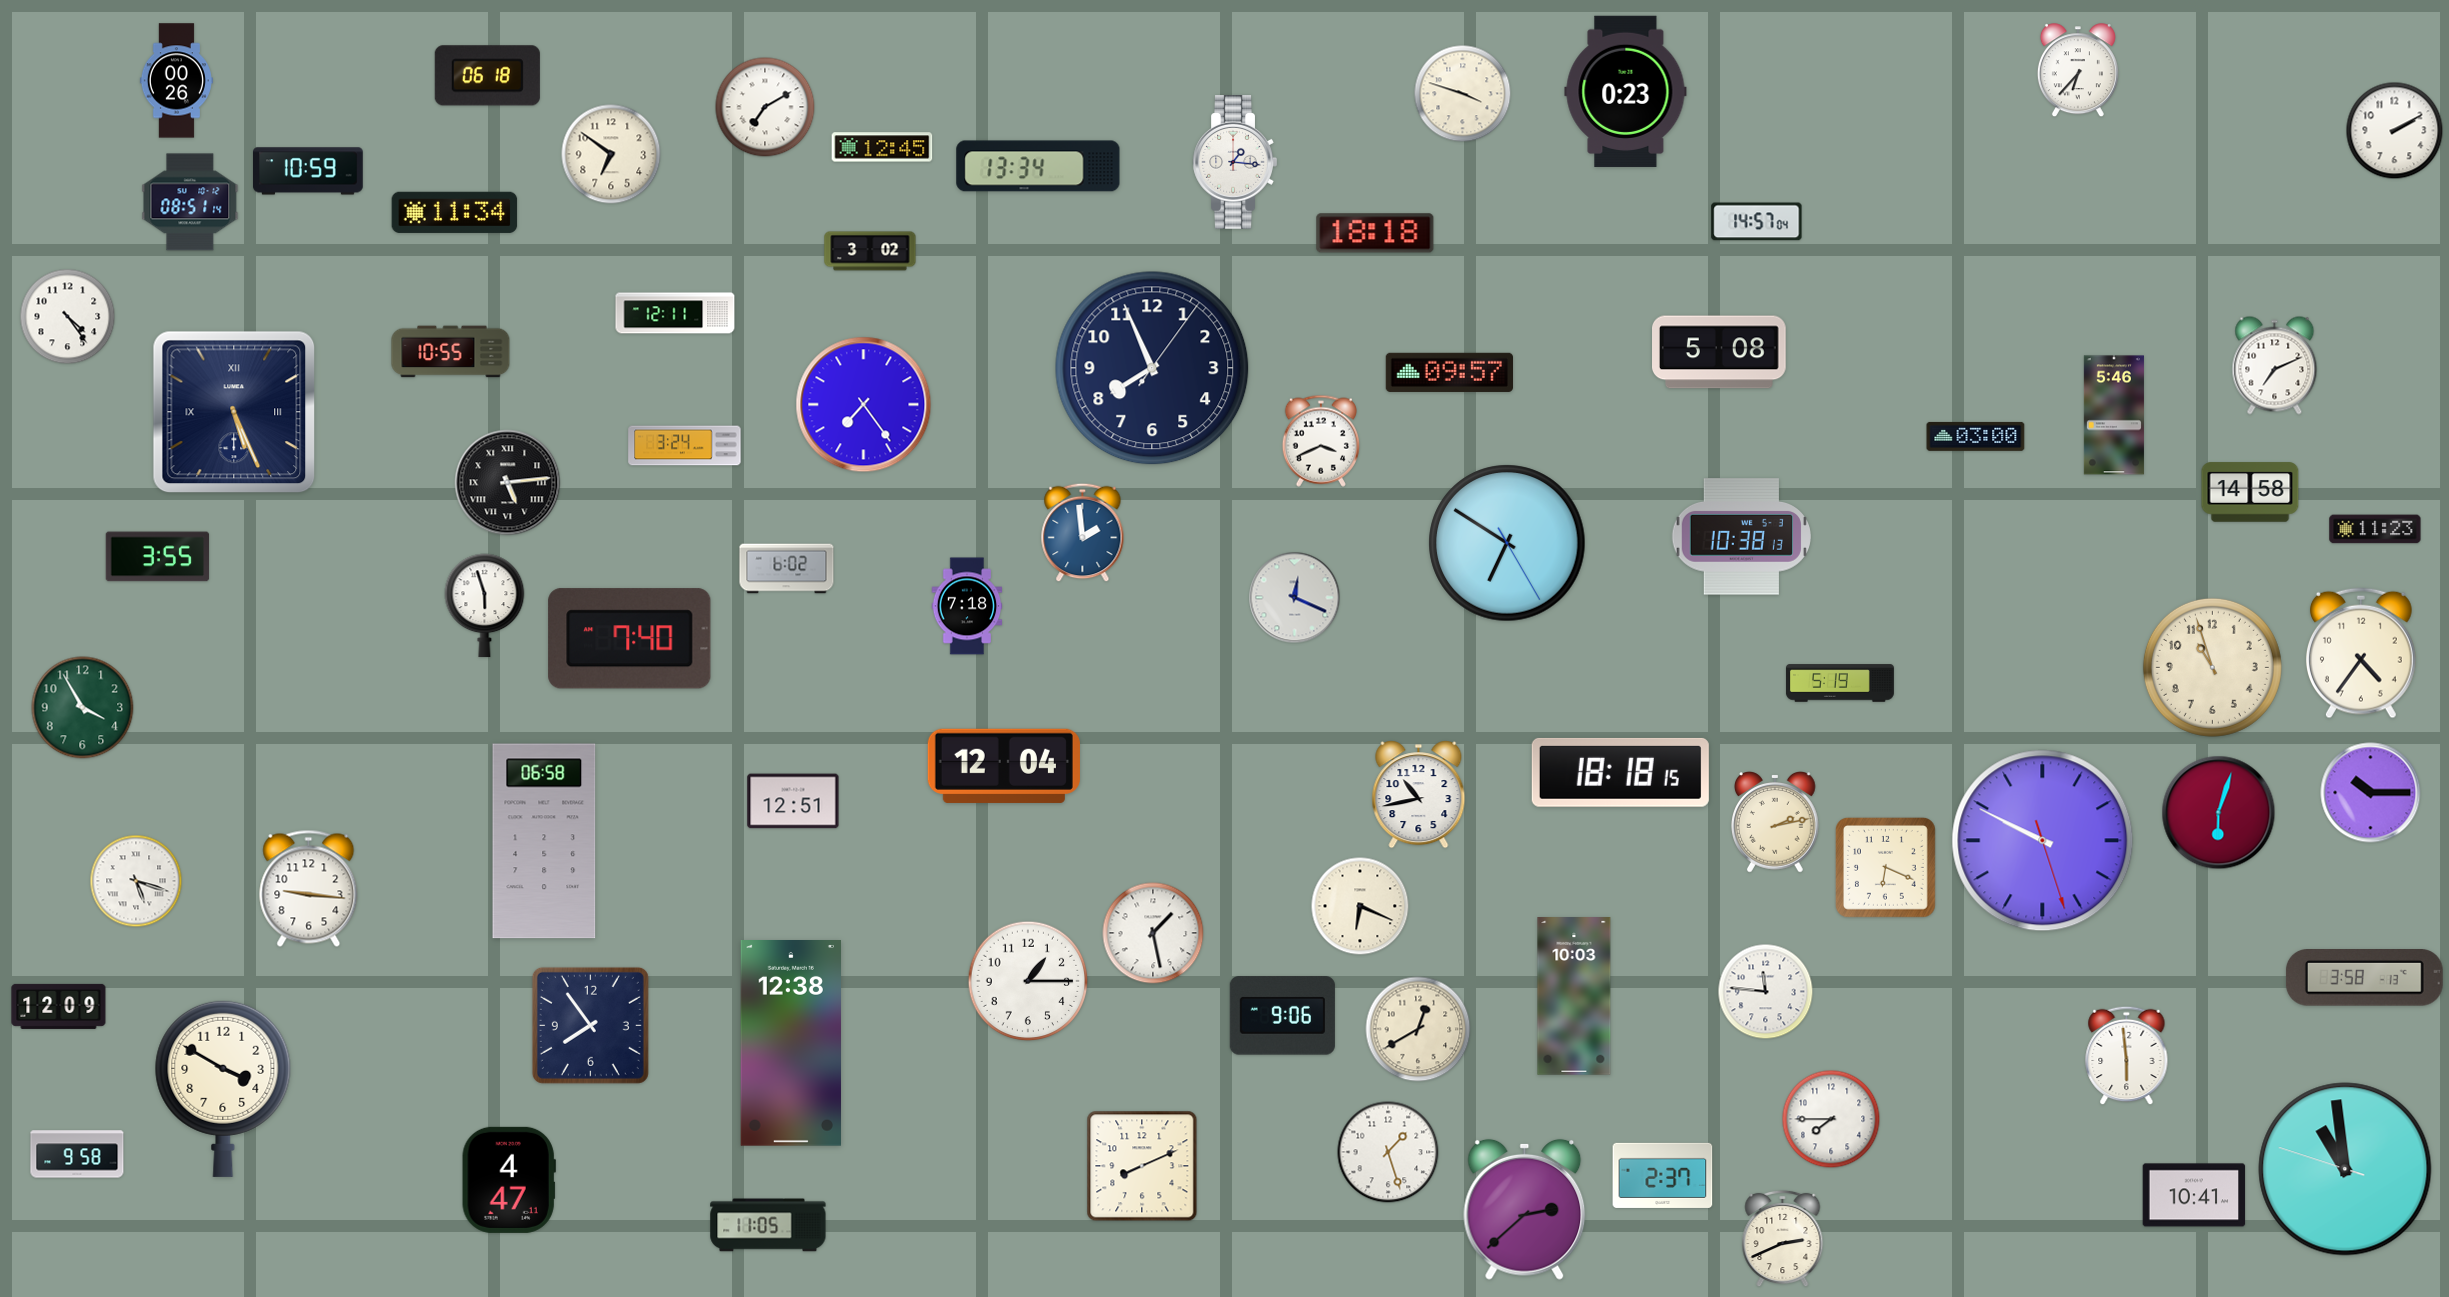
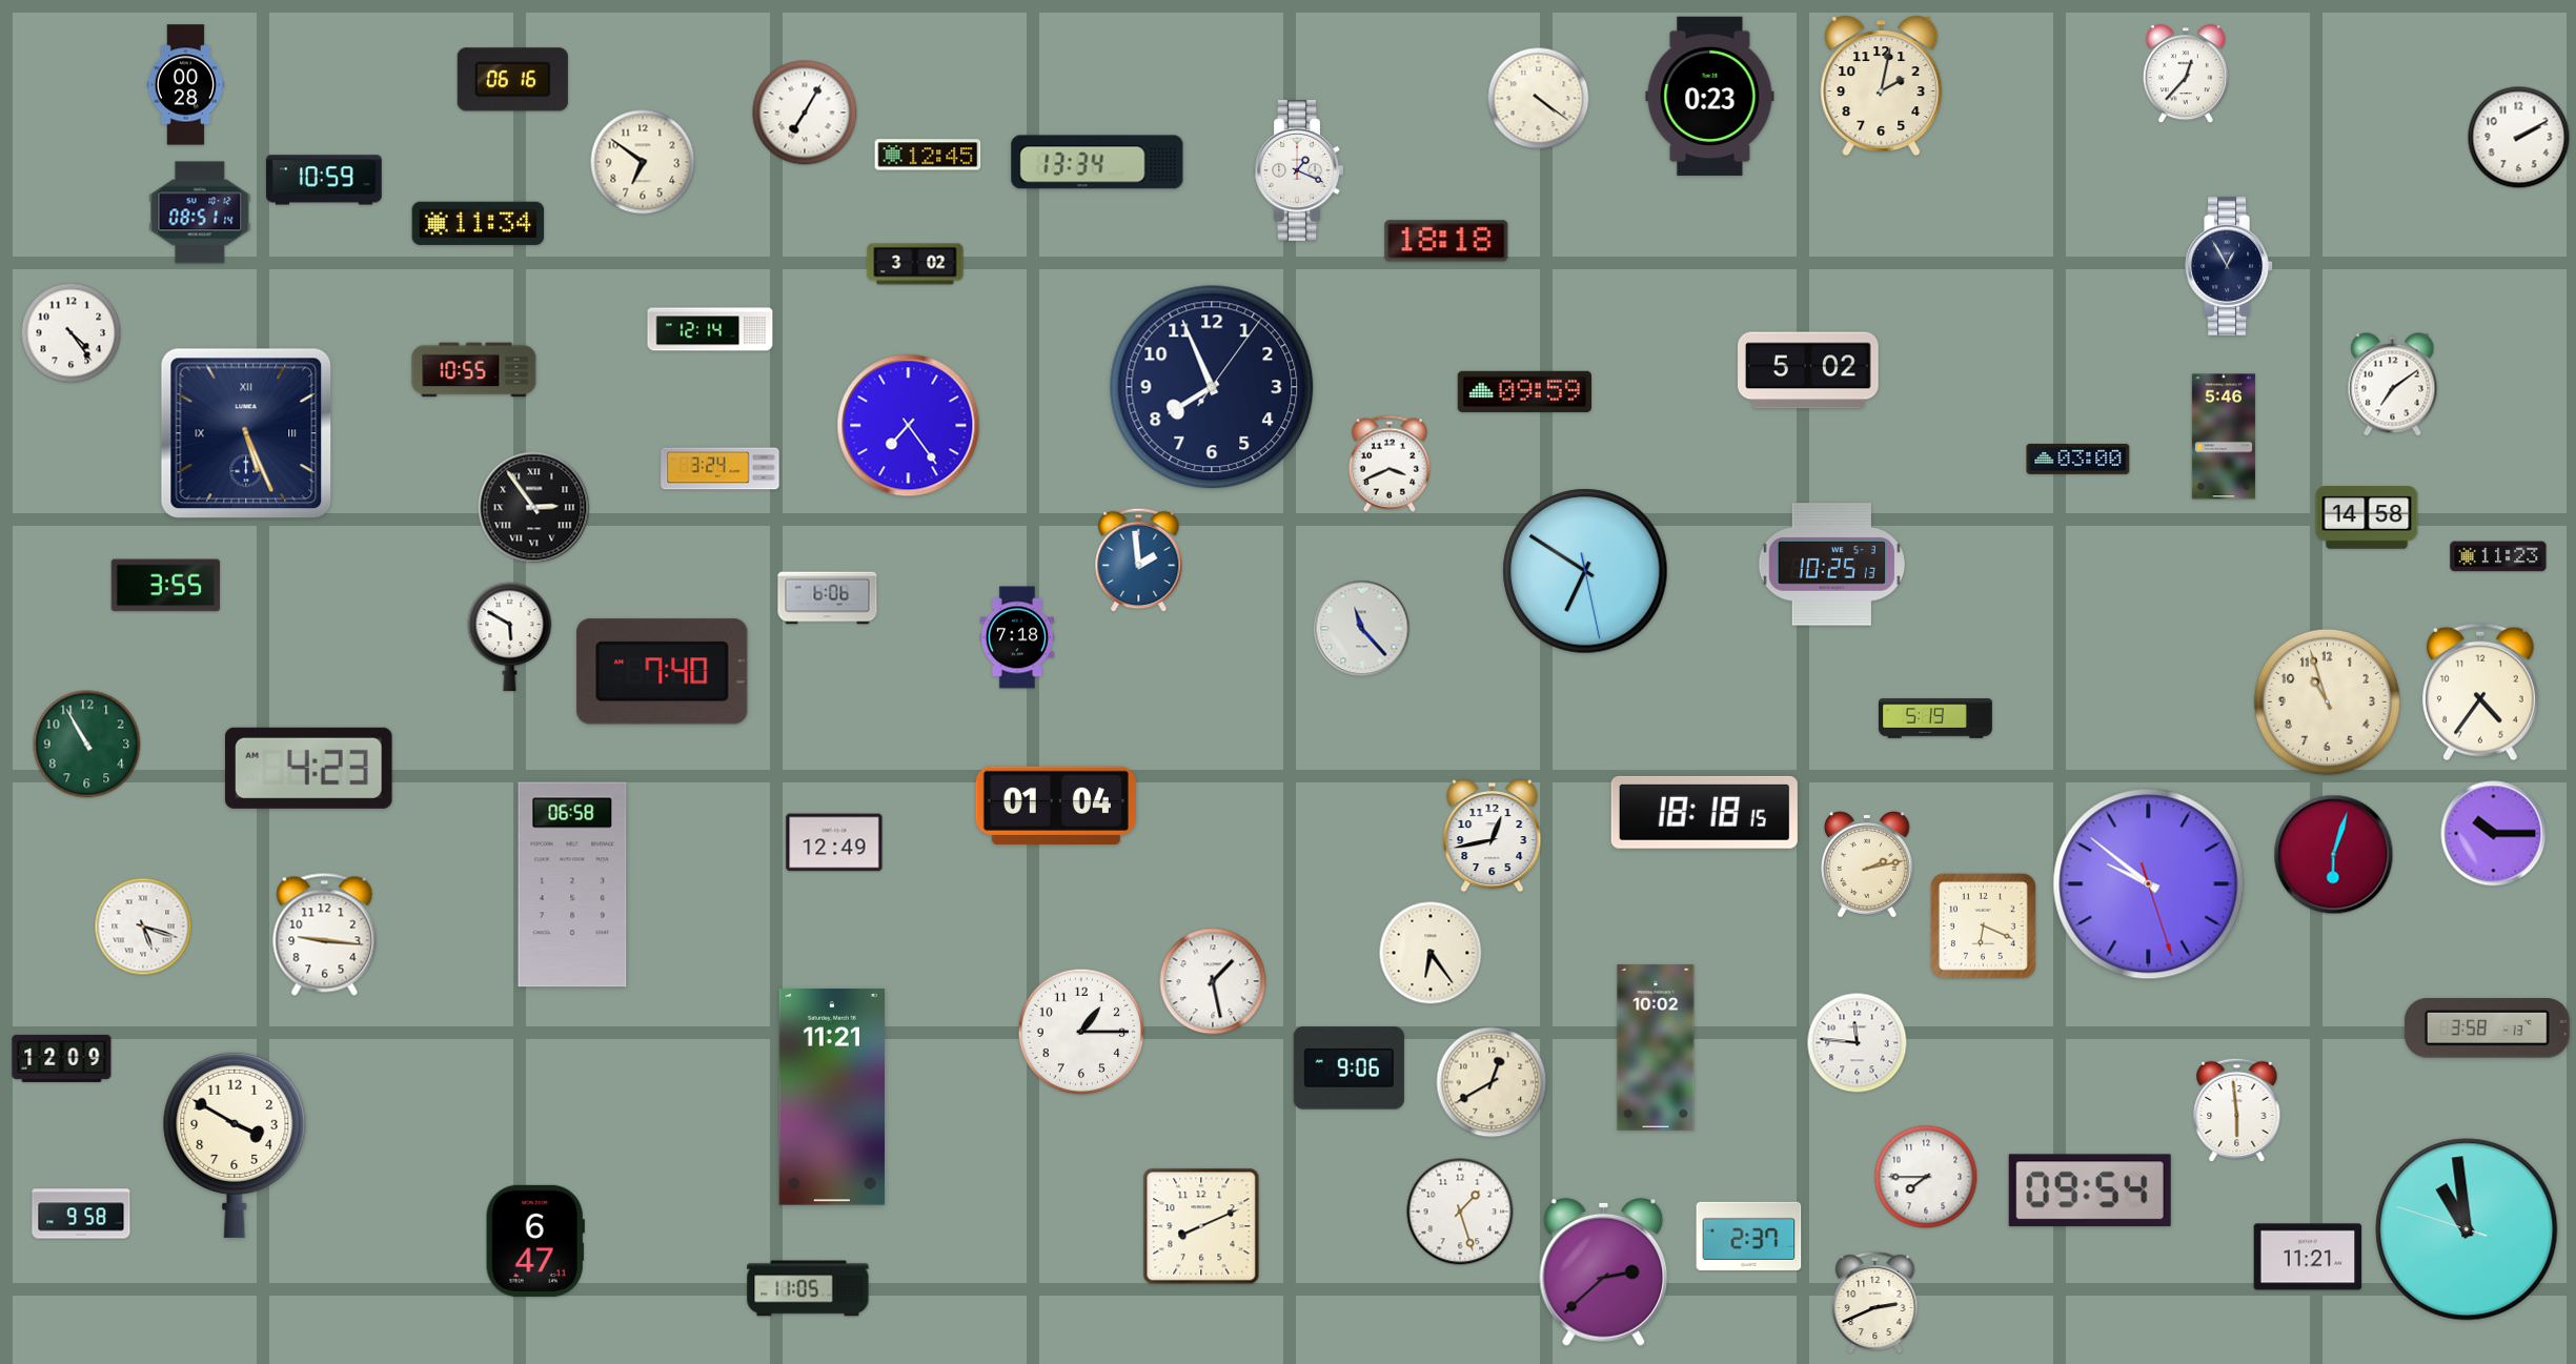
clock at (2078, 71): 6:37 -> 12:37
clock at (487, 76): 06:18 -> 06:16
clock at (176, 81): 00:26 -> 00:28
clock at (1882, 86): none -> 2:02
clock at (1463, 94): 3:48 -> 4:21
clock at (765, 107): 7:10 -> 7:05
clock at (1235, 163): 1:16 -> 1:19
clock at (1038, 166) position: (1038, 166) -> (1097, 162)
clock at (1757, 222): 14:57 -> none
clock at (1375, 233) position: (1375, 233) -> (1446, 241)
clock at (2230, 266): none -> 12:55
clock at (675, 313): 12:11 -> 12:14
clock at (1720, 352): 5:08 -> 5:02
clock at (2275, 366): 7:11 -> 7:09
clock at (1449, 372): 09:57 -> 09:59
clock at (508, 483): 5:14 -> 2:54
clock at (1741, 537): 10:38 -> 10:25
clock at (1507, 543): 6:50:25 -> 6:50:28
clock at (787, 569): 6:02 -> 6:06
clock at (1295, 598): 12:19 -> 11:23
clock at (485, 606): 5:57 -> 5:50
clock at (2361, 653) position: (2361, 653) -> (2480, 692)
clock at (83, 708): 3:55 -> 10:55
clock at (308, 768): none -> 4:23
clock at (1004, 766): 12:04 -> 01:04
clock at (1419, 795): 10:43 -> 12:43
clock at (793, 801): 12:51 -> 12:49
clock at (2043, 841): 9:49 -> 9:51
clock at (1885, 867) position: (1885, 867) -> (1983, 925)
clock at (1360, 906): 6:19 -> 6:24
clock at (1574, 996): 10:03 -> 10:02
clock at (590, 1025): 7:54 -> none
clock at (790, 1044): 12:38 -> 11:21
clock at (2090, 1190): none -> 09:54
clock at (509, 1180): 4:47 -> 6:47
clock at (2194, 1195): 10:41 -> 11:21
